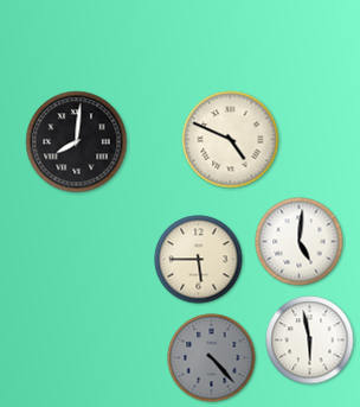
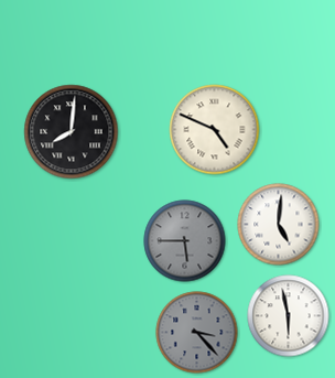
clock at (199, 260) dial: cream -> grey
clock at (212, 358): 4:23 -> 3:23
